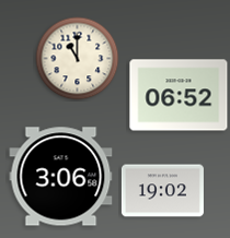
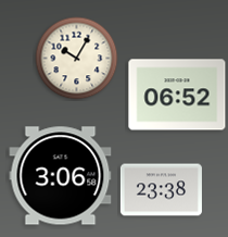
clock at (78, 59): 11:00 -> 10:05
clock at (162, 191): 19:02 -> 23:38
